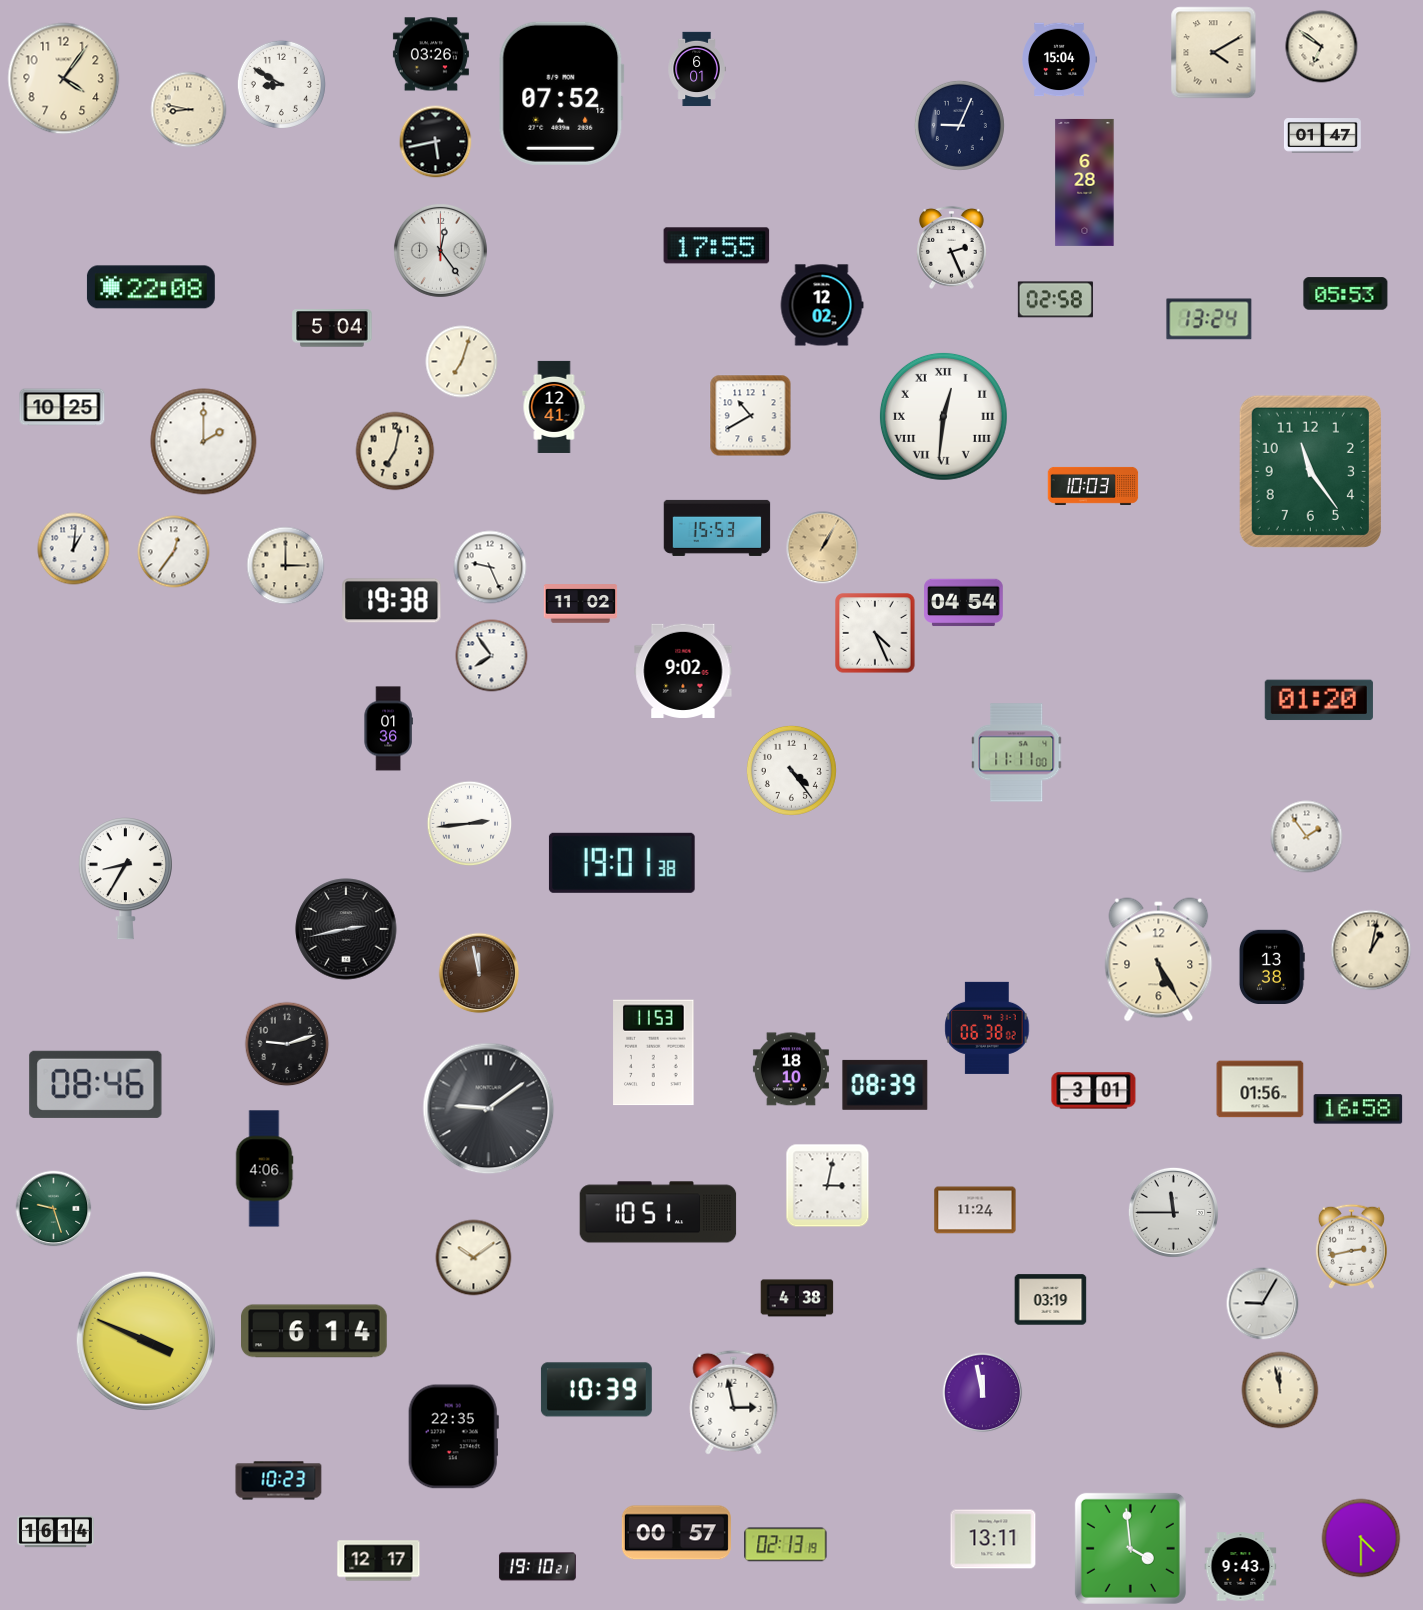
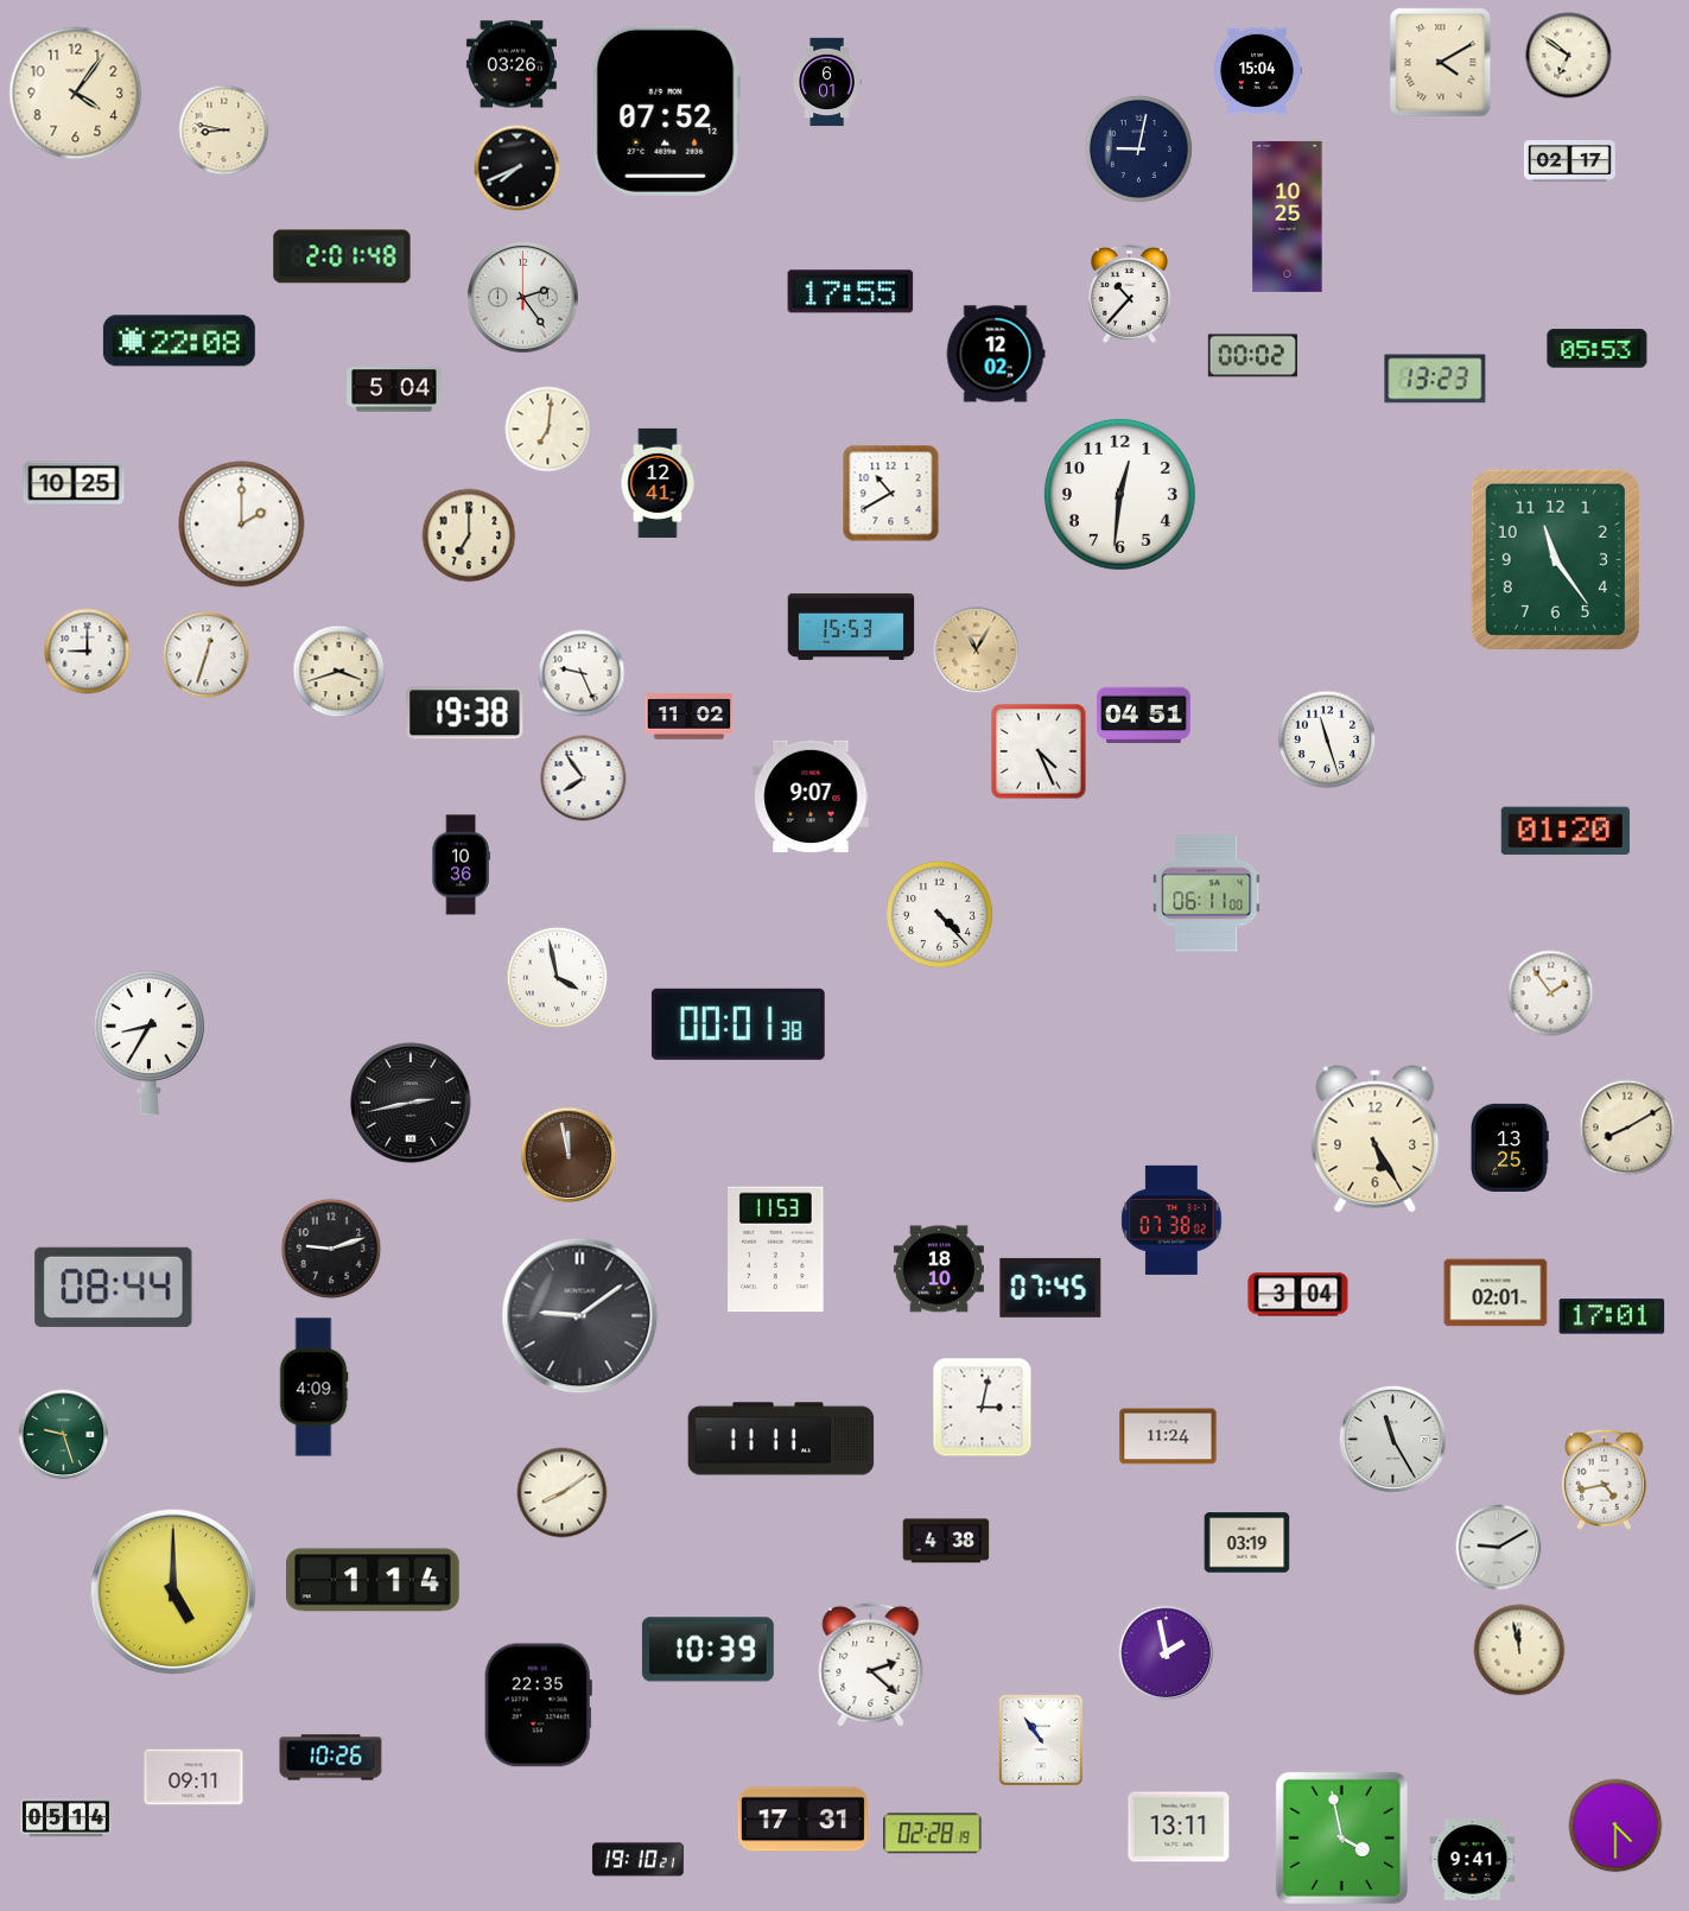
clock at (281, 84): 8:50 -> none
clock at (959, 125): 9:04 -> 9:02
clock at (1322, 136): 01:47 -> 02:17
clock at (436, 142): 5:43 -> 7:41
clock at (1085, 182): 6:28 -> 10:25
clock at (342, 256): none -> 2:01
clock at (952, 247): 2:26 -> 10:37
clock at (440, 250): 12:24 -> 2:24
clock at (1055, 300): 02:58 -> 00:02
clock at (822, 305) position: (822, 305) -> (996, 354)
clock at (1209, 319): 13:24 -> 13:23
clock at (462, 362): 7:03 -> 7:01
clock at (943, 416) numerals: Roman -> Arabic
clock at (395, 451): 7:02 -> 7:00
clock at (1093, 486): 10:03 -> none
clock at (823, 548): 1:05 -> 11:05
clock at (74, 549): 1:01 -> 9:00
clock at (174, 552): 12:36 -> 12:33
clock at (286, 566): 3:00 -> 3:42
clock at (964, 603): 04:54 -> 04:51
clock at (1327, 739): none -> 11:27
clock at (683, 671): 9:02 -> 9:07
clock at (388, 729): 01:36 -> 10:36
clock at (1017, 753): 11:11 -> 06:11
clock at (791, 770): 4:24 -> 4:23
clock at (470, 824): 2:44 -> 3:58
clock at (622, 863): 19:01 -> 00:01
clock at (1371, 950): 1:02 -> 8:10
clock at (1272, 966): 13:38 -> 13:25
clock at (987, 1028): 06:38 -> 07:38
clock at (287, 1044) position: (287, 1044) -> (331, 1249)
clock at (96, 1084): 08:46 -> 08:44
clock at (885, 1085): 08:39 -> 07:45
clock at (1260, 1089): 01:56 -> 02:01
clock at (1094, 1091): 3:01 -> 3:04
clock at (1358, 1109): 16:58 -> 17:01
clock at (264, 1169): 4:06 -> 4:09
clock at (975, 1210) position: (975, 1210) -> (1168, 1436)
clock at (658, 1212): 10:51 -> 11:11
clock at (1173, 1212): 11:45 -> 11:25
clock at (1351, 1246): 2:43 -> 4:43
clock at (474, 1258): 10:09 -> 8:09
clock at (1263, 1304): 9:05 -> 9:10
clock at (315, 1331): 6:14 -> 1:14
clock at (145, 1340): 3:49 -> 5:00
clock at (983, 1393): 11:58 -> 1:58
clock at (734, 1402): 2:58 -> 2:22
clock at (1041, 1740): none -> 10:54
clock at (279, 1481): 10:23 -> 10:26
clock at (193, 1777): none -> 09:11
clock at (56, 1532): 16:14 -> 05:14
clock at (676, 1533): 00:57 -> 17:31
clock at (786, 1545): 02:13 -> 02:28
clock at (1130, 1548): 3:59 -> 3:58
clock at (379, 1561): 12:17 -> none
clock at (1241, 1567): 9:43 -> 9:41
